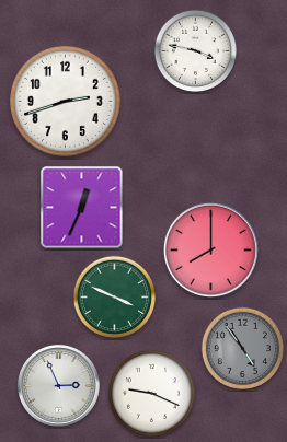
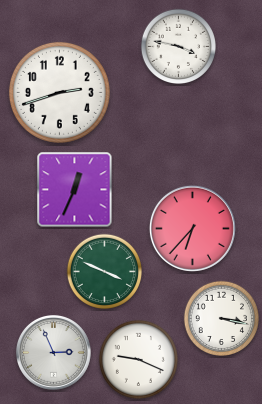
clock at (210, 249): 8:00 -> 6:37
clock at (242, 348): 4:54 -> 3:17
clock at (242, 348) dial: grey -> white
